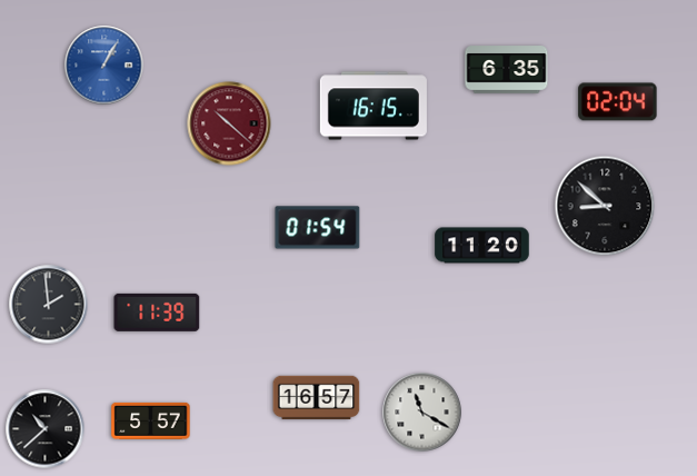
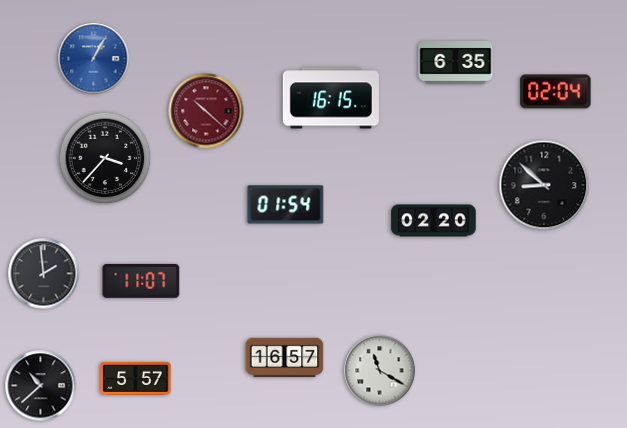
clock at (374, 106) position: (374, 106) -> (331, 98)
clock at (105, 158): none -> 3:37
clock at (482, 246): 11:20 -> 02:20
clock at (157, 313): 11:39 -> 11:07
